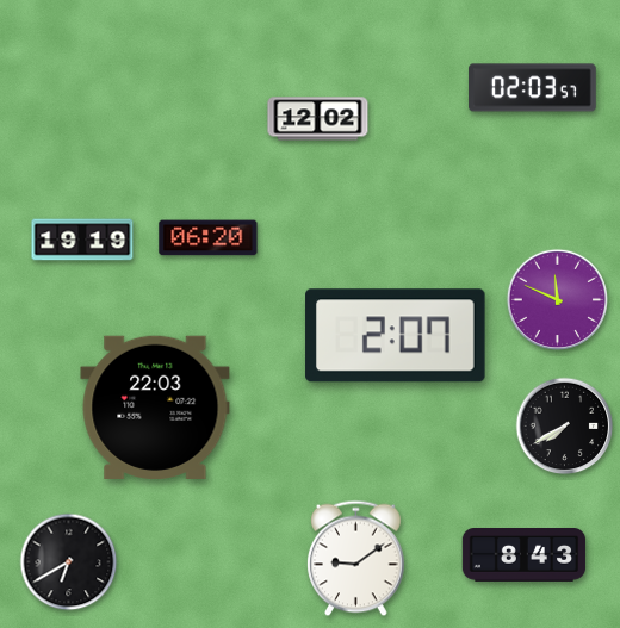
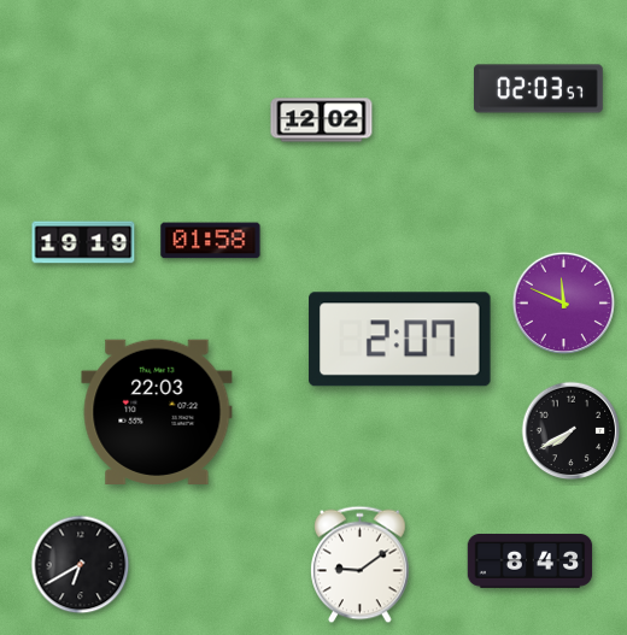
clock at (209, 238): 06:20 -> 01:58
clock at (69, 562) position: (69, 562) -> (81, 565)
